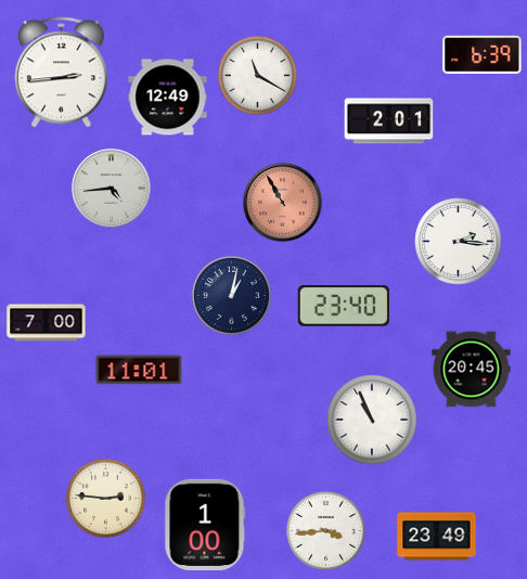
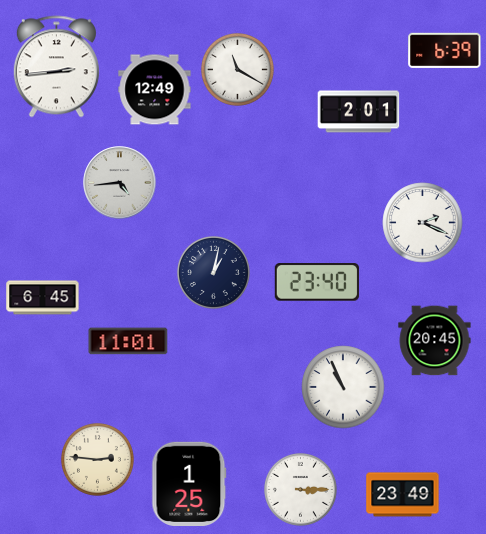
clock at (112, 189) position: (112, 189) -> (120, 183)
clock at (283, 203): 10:55 -> none
clock at (459, 242): 2:16 -> 2:19
clock at (47, 323): 7:00 -> 6:45
clock at (205, 524): 1:00 -> 1:25
clock at (325, 530): 3:44 -> 3:15
